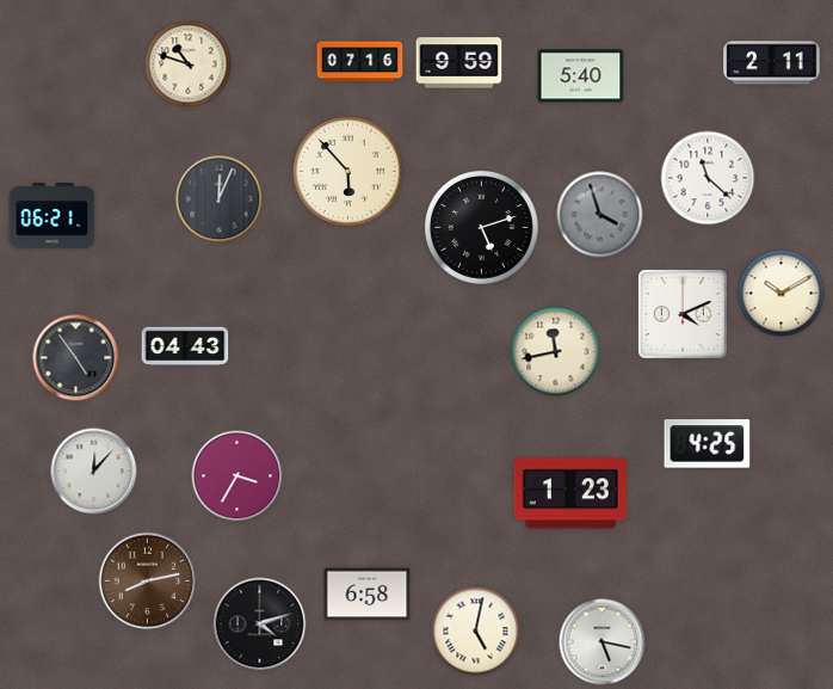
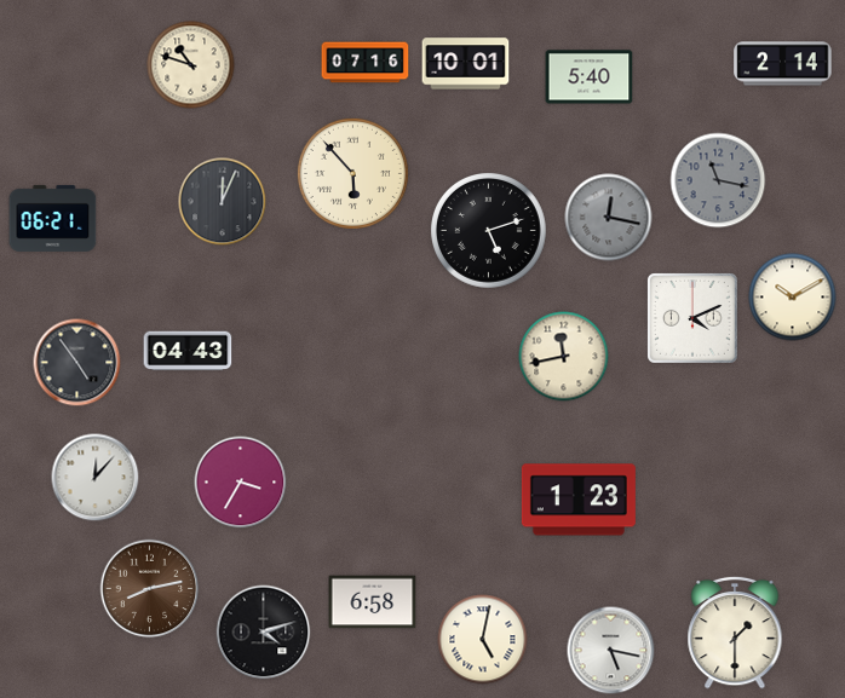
clock at (459, 63): 9:59 -> 10:01
clock at (772, 63): 2:11 -> 2:14
clock at (708, 178): 11:22 -> 11:17
clock at (708, 178) dial: white -> grey
clock at (600, 215): 3:57 -> 12:17
clock at (708, 444): 4:25 -> none
clock at (735, 633): none -> 1:30
